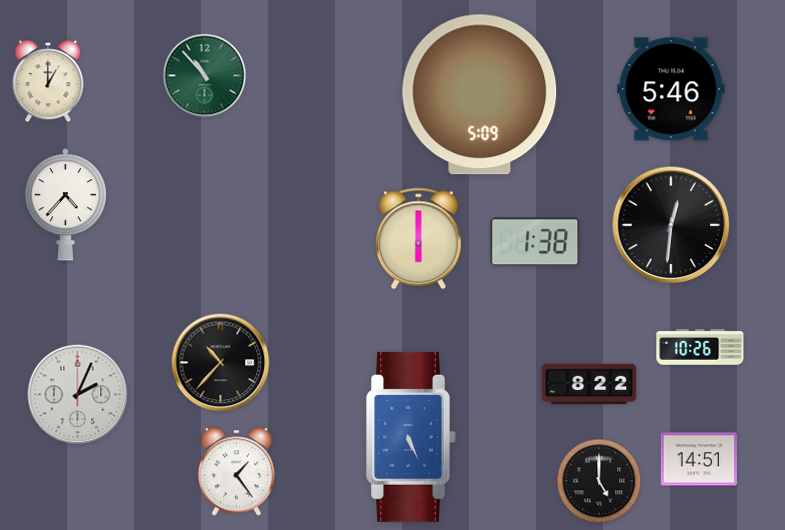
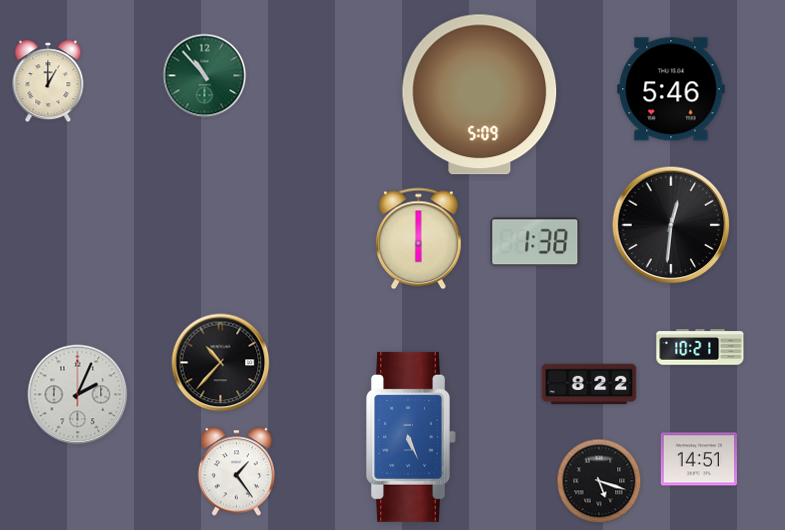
clock at (66, 205): 4:37 -> none
clock at (700, 347): 10:26 -> 10:21
clock at (599, 481): 5:00 -> 5:18
